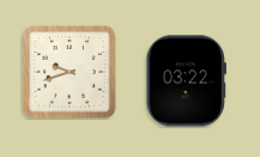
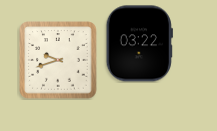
clock at (186, 81) position: (186, 81) -> (139, 44)
